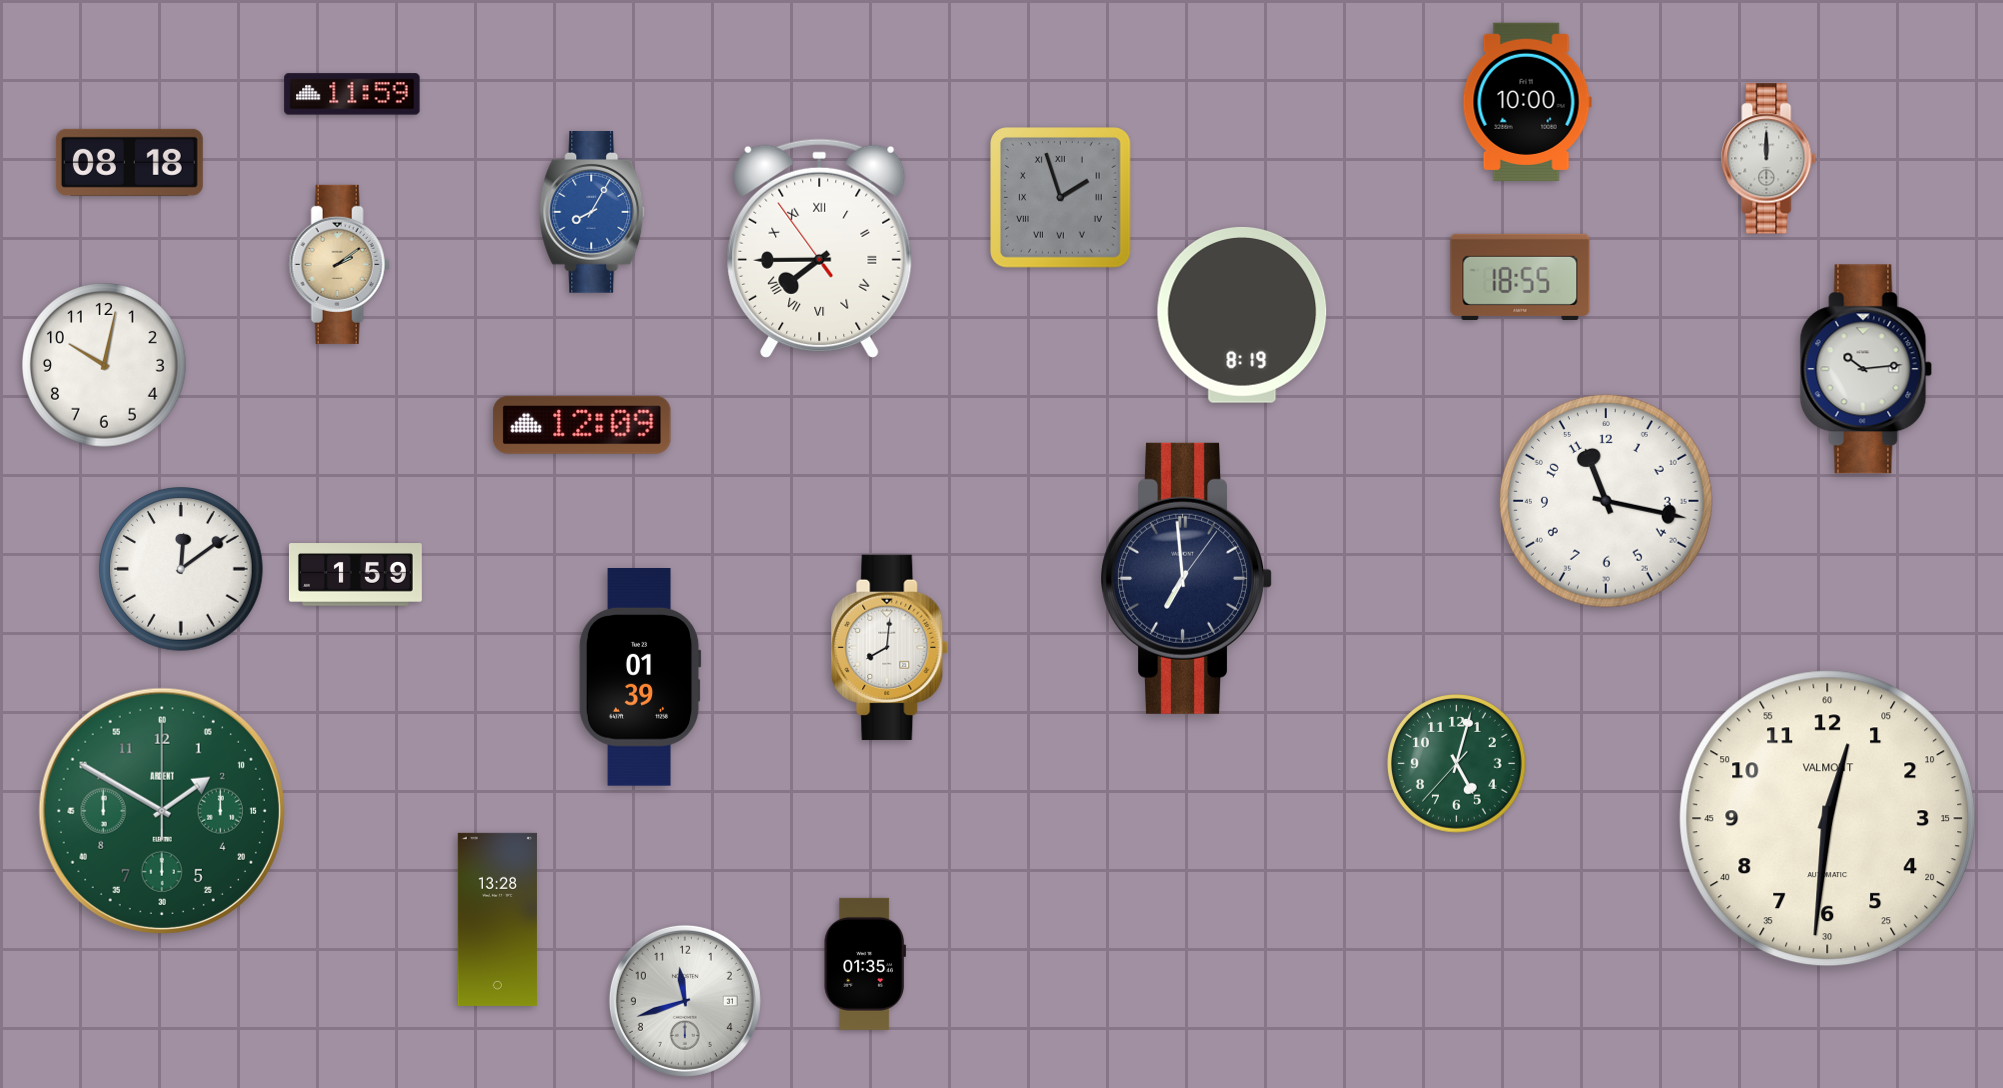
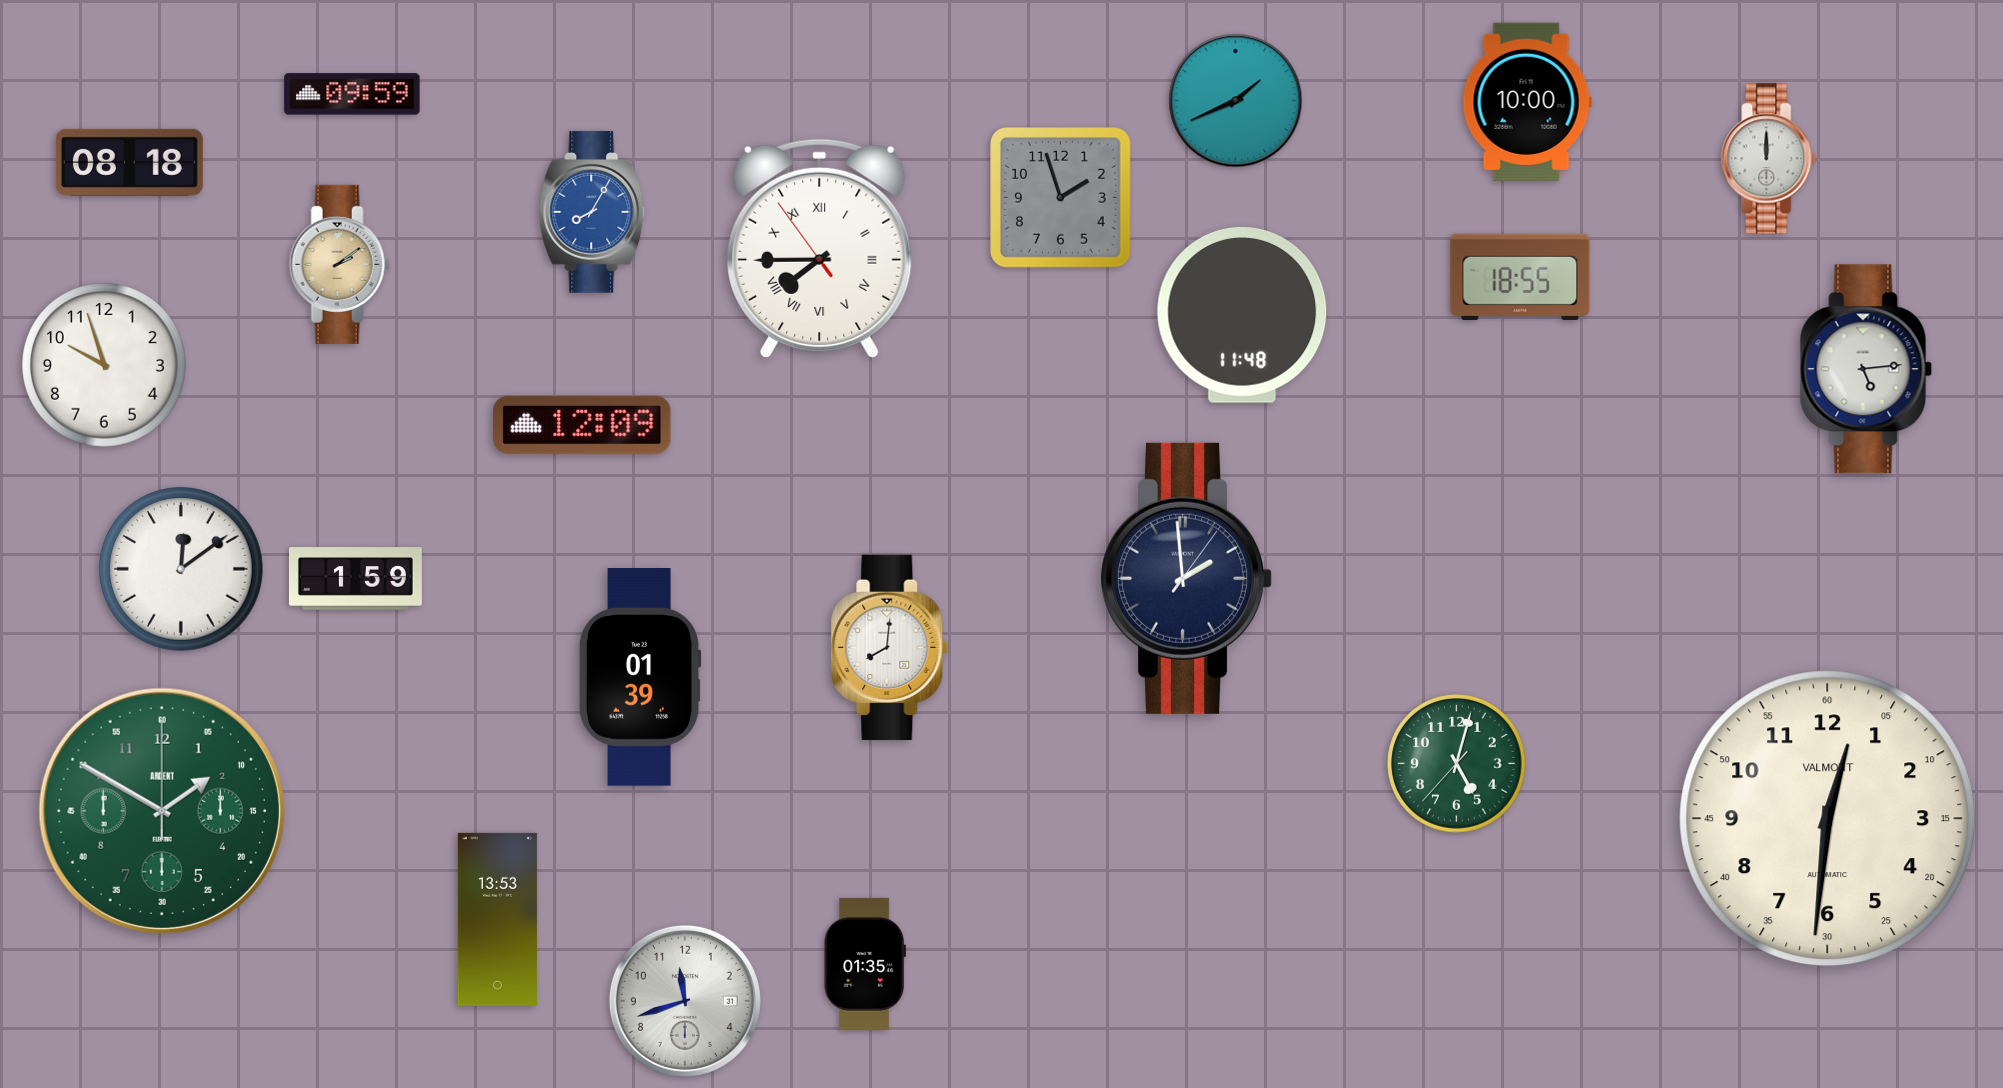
clock at (352, 94): 11:59 -> 09:59
clock at (1236, 101): none -> 1:41
clock at (1061, 198) numerals: Roman -> Arabic
clock at (1242, 315): 8:19 -> 11:48
clock at (105, 366): 10:02 -> 9:57
clock at (1866, 369): 10:14 -> 5:14
clock at (1606, 501): 11:17 -> none
clock at (355, 575) position: (355, 575) -> (355, 579)
clock at (1186, 578): 6:59 -> 1:59
clock at (497, 919): 13:28 -> 13:53
